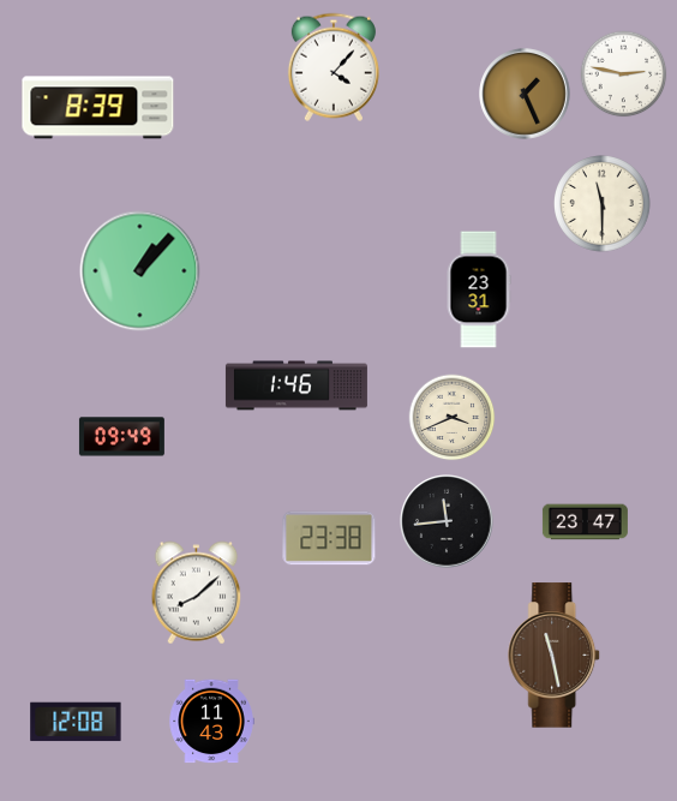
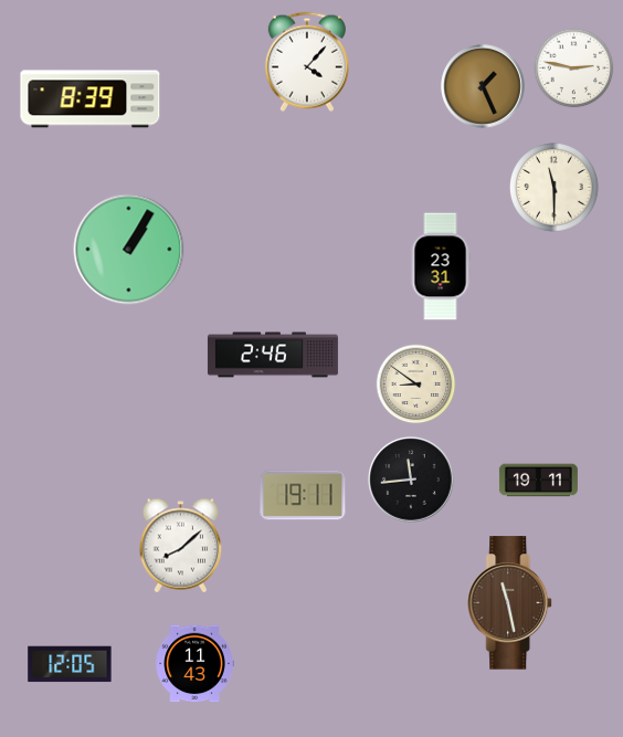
clock at (140, 271): 1:07 -> 1:05
clock at (296, 385): 1:46 -> 2:46
clock at (453, 418): 3:41 -> 8:51
clock at (121, 437): 09:49 -> none
clock at (585, 522): 23:47 -> 19:11
clock at (329, 538): 23:38 -> 19:11
clock at (76, 722): 12:08 -> 12:05
